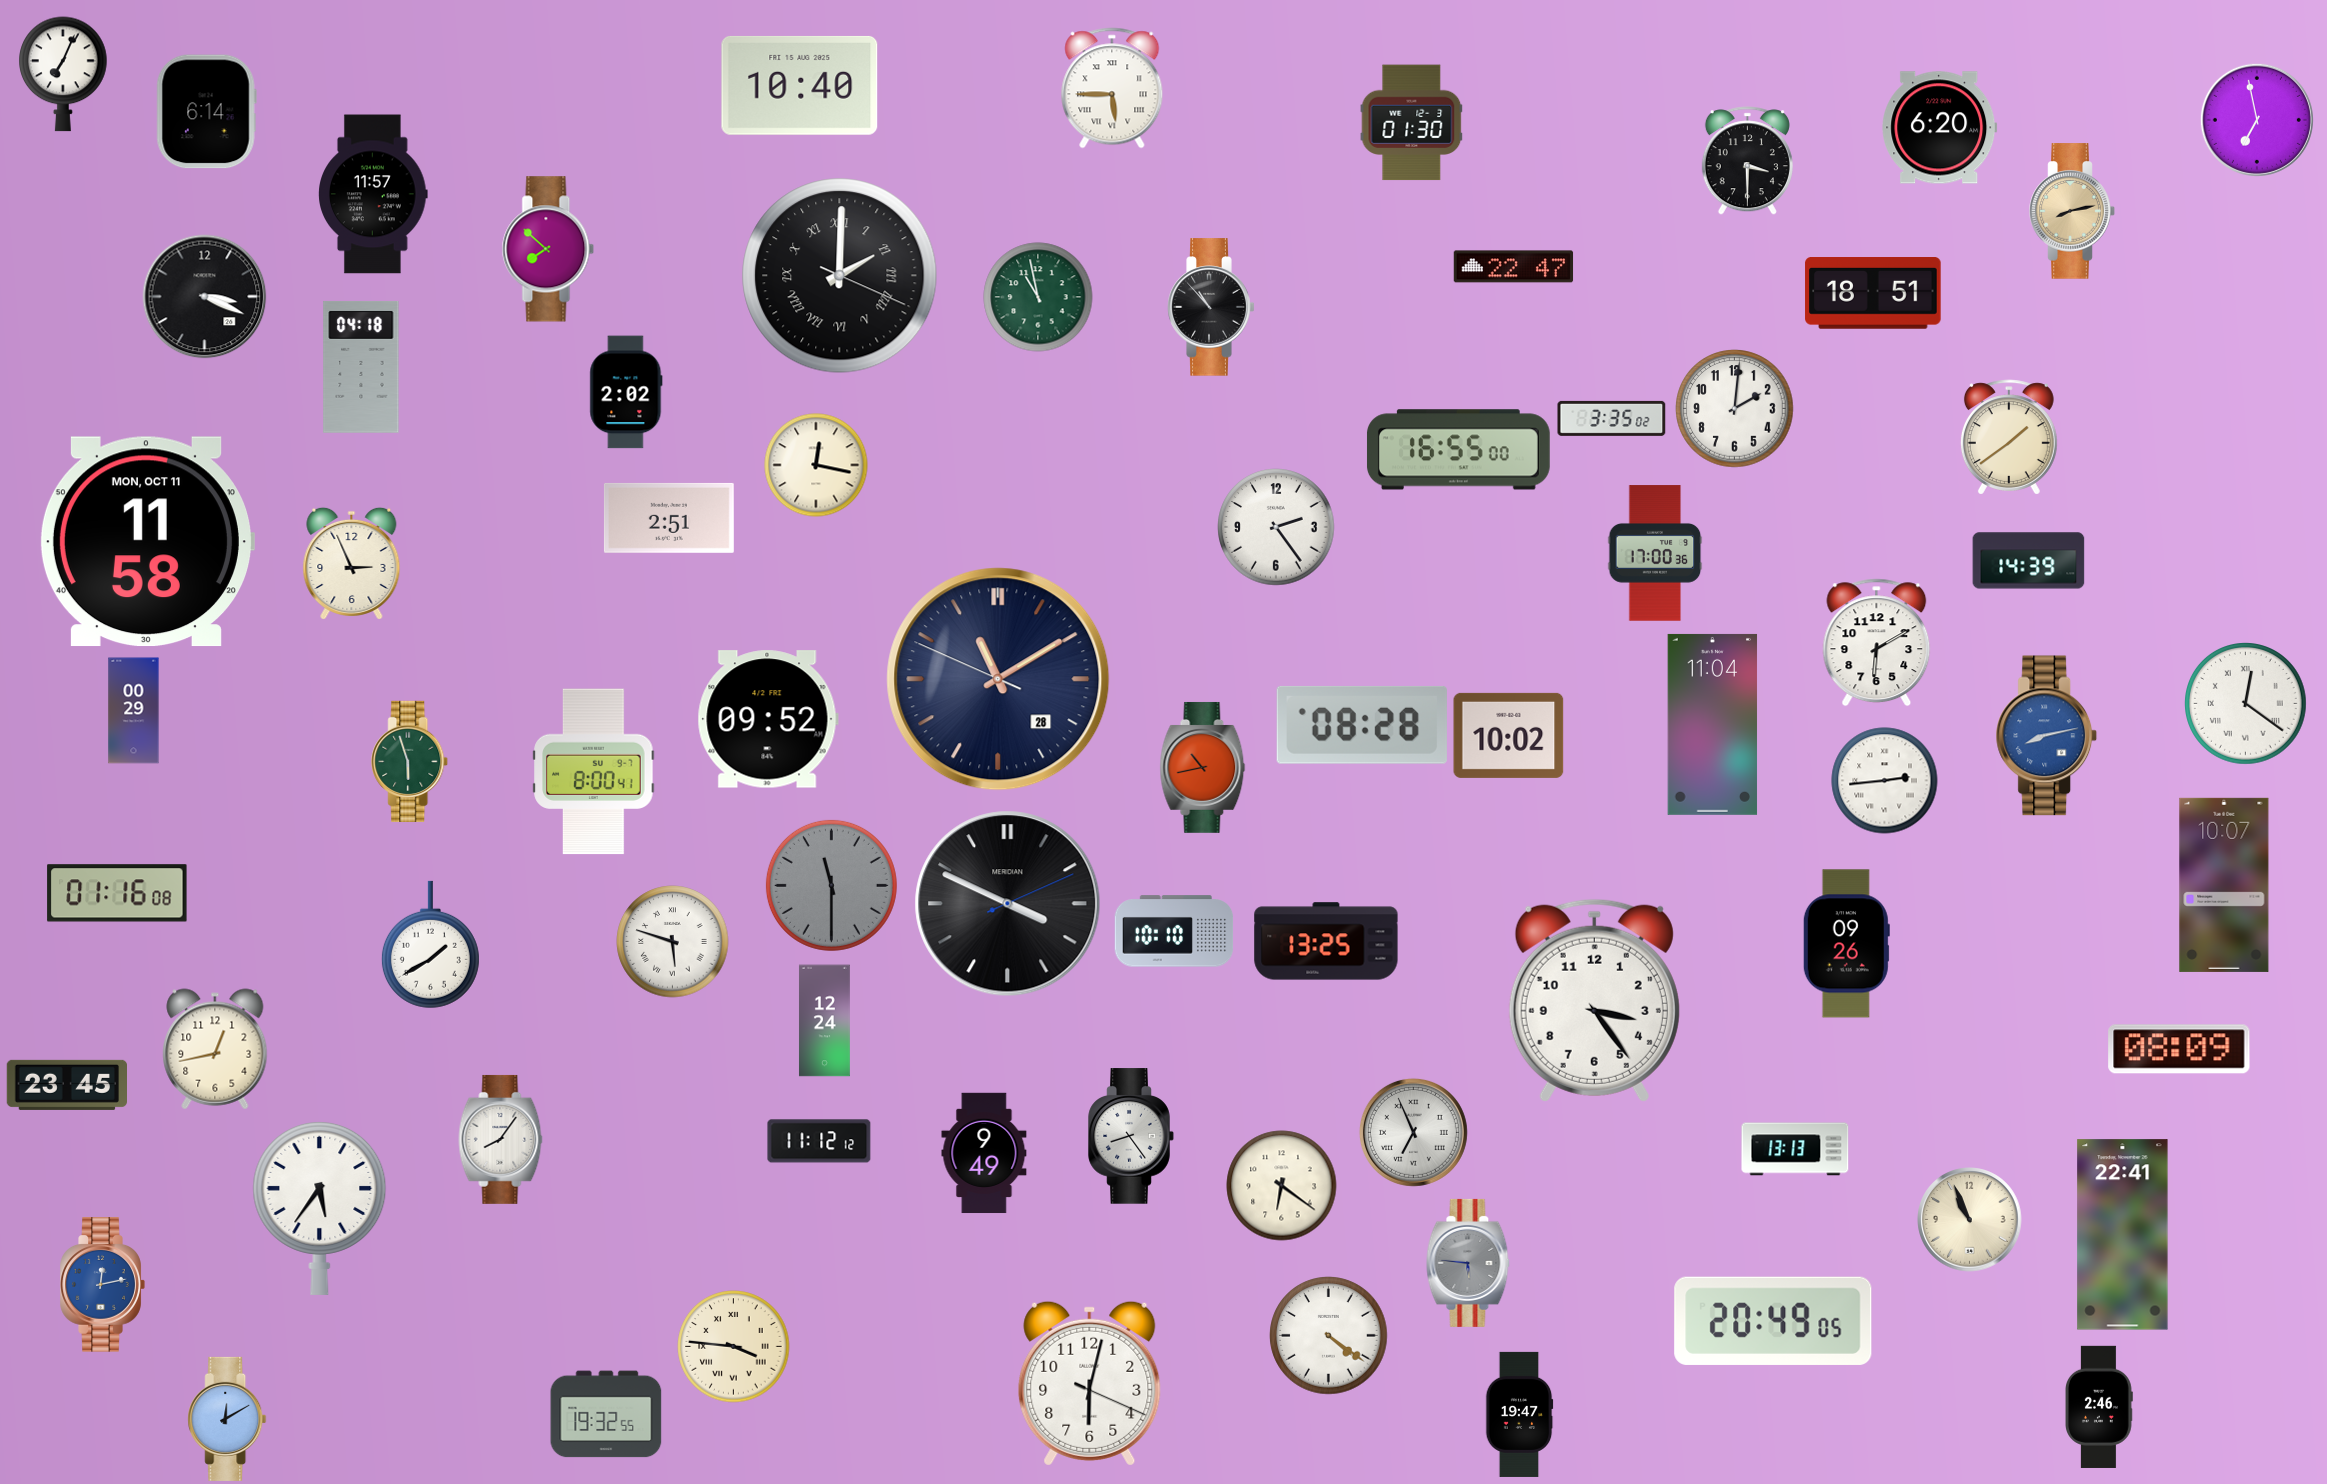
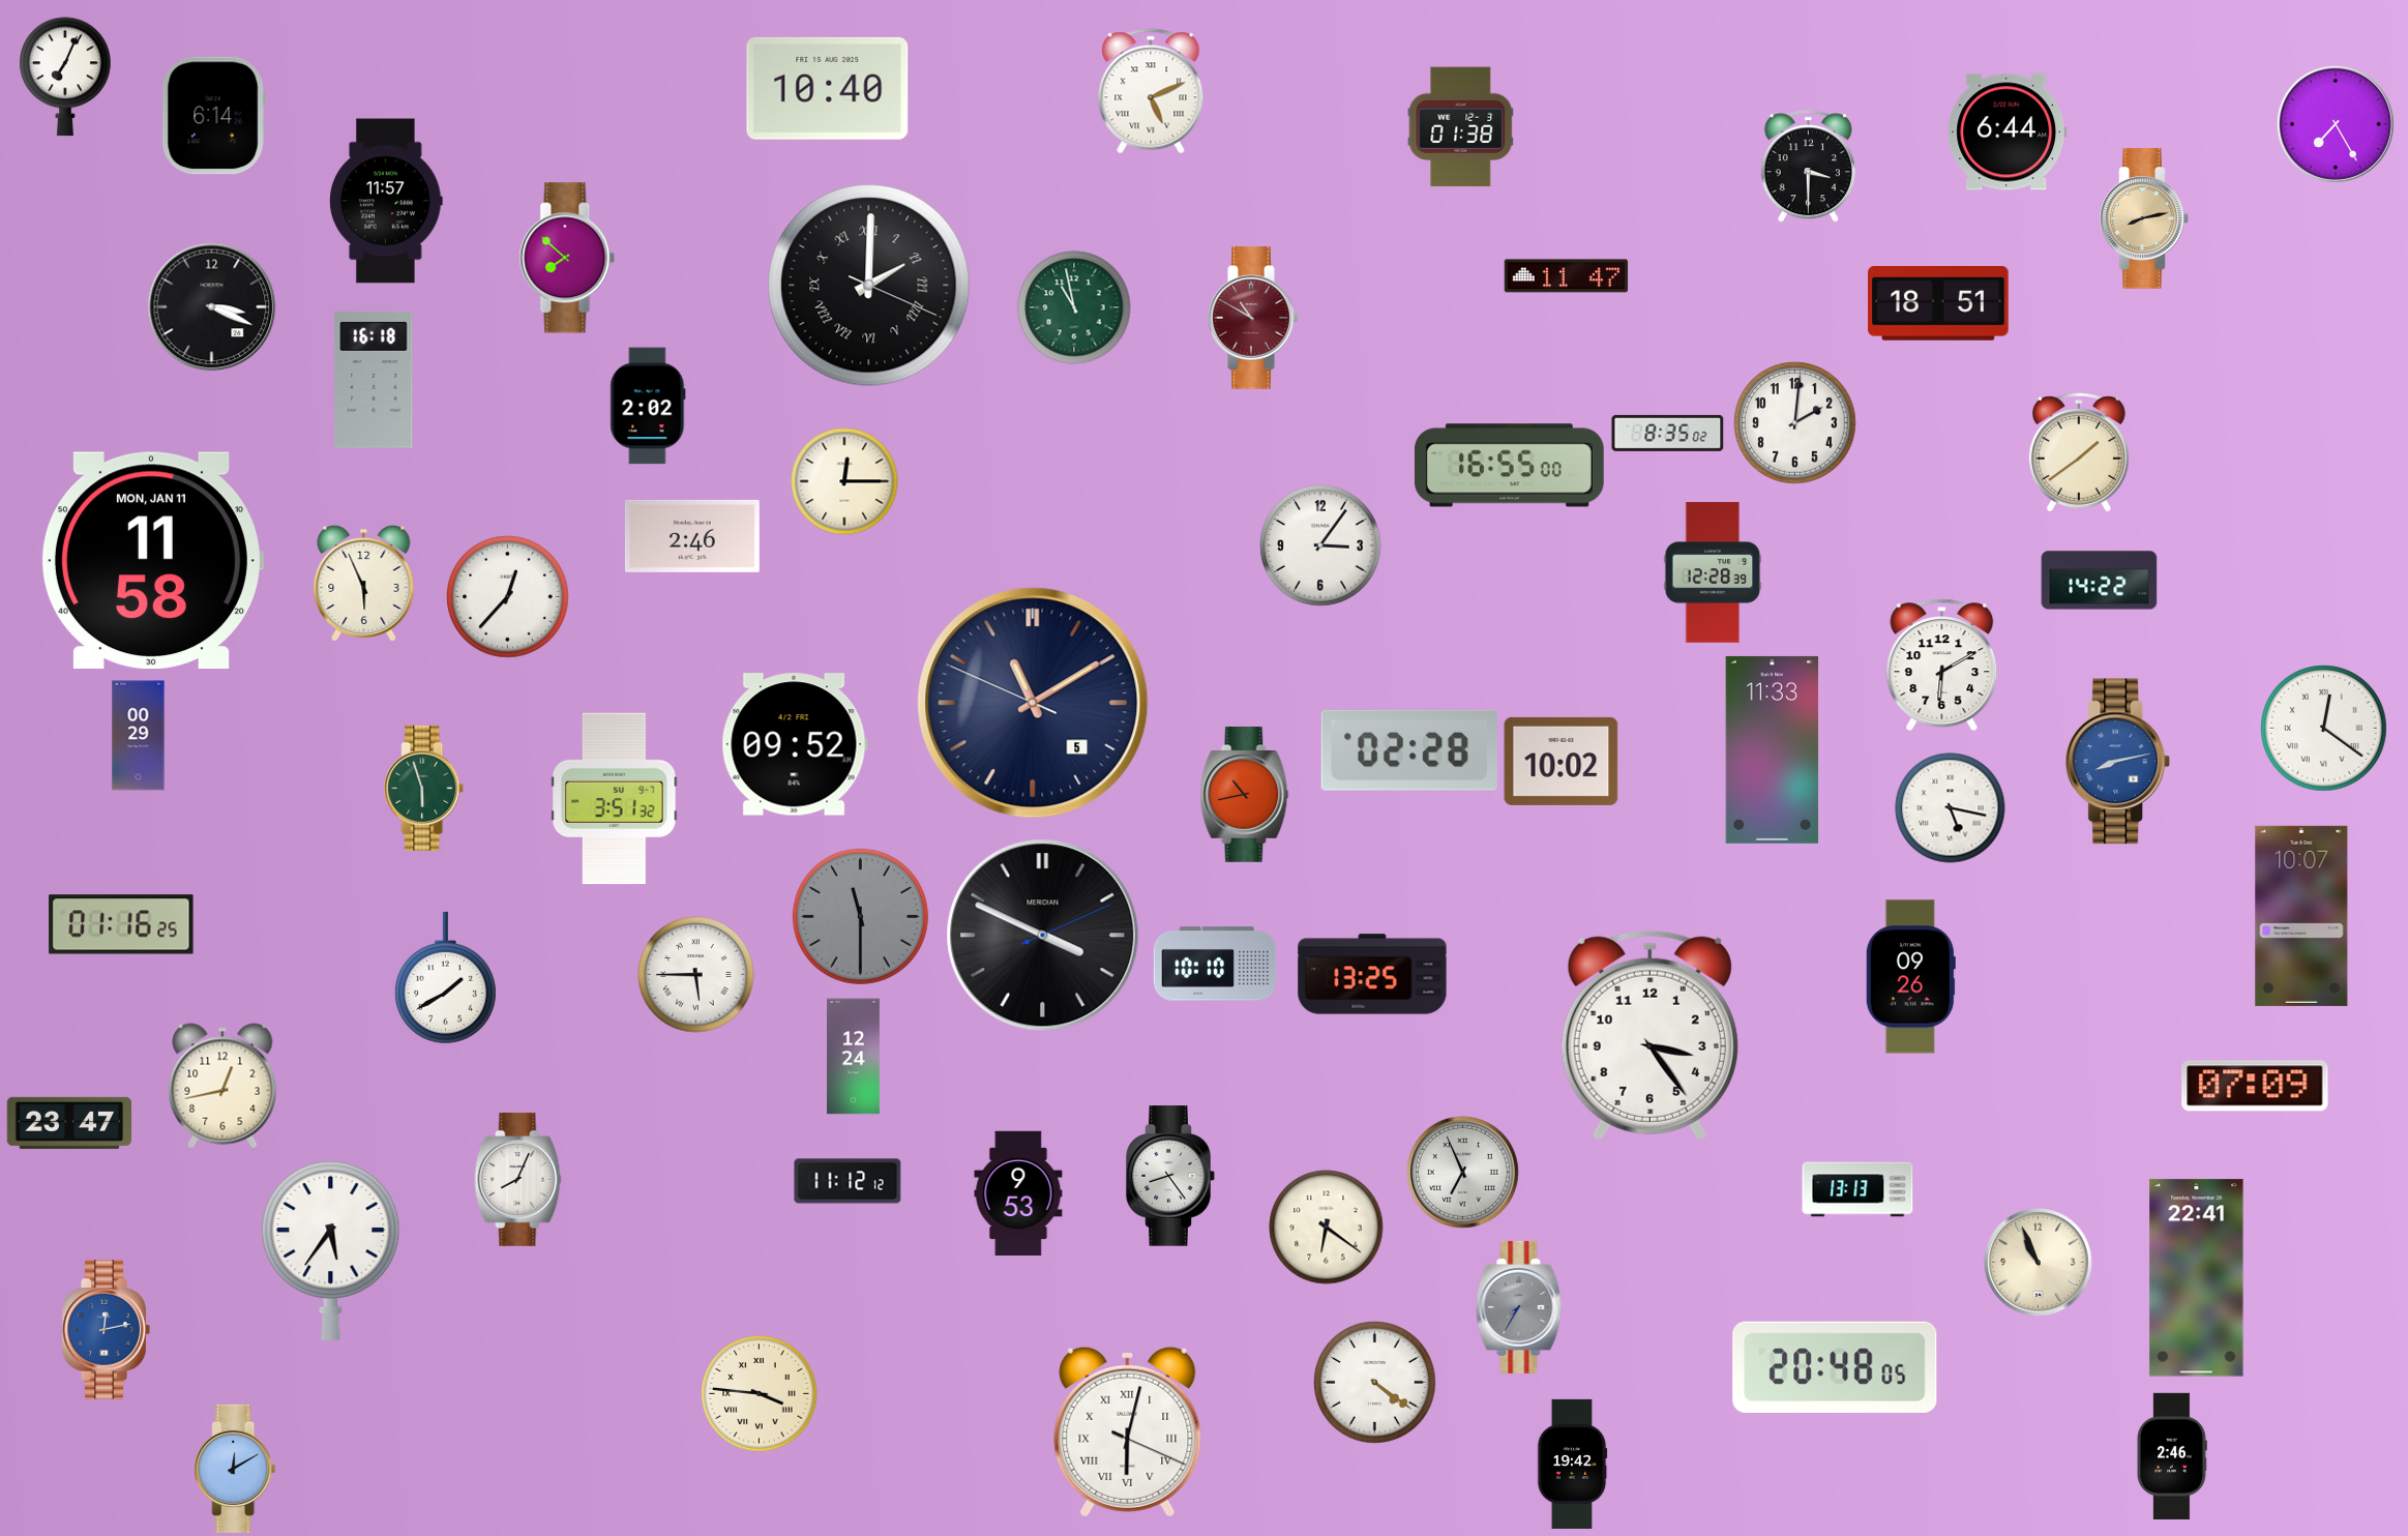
clock at (1112, 88): 5:45 -> 5:11
clock at (2257, 120): 6:58 -> 7:25
clock at (1412, 123): 01:30 -> 01:38
clock at (1940, 128): 6:20 -> 6:44
clock at (1514, 267): 22:47 -> 11:47
clock at (1211, 307): 10:53 -> 10:50
clock at (1211, 307) dial: black -> burgundy
clock at (361, 367): 04:18 -> 16:18
clock at (1612, 418): 3:35 -> 8:35
clock at (816, 465): 12:17 -> 12:15
clock at (669, 518): 2:51 -> 2:46
clock at (1276, 527): 2:24 -> 3:06
clock at (147, 542) date: MON, OCT 11 -> MON, JAN 11
clock at (1655, 553): 17:00 -> 12:28
clock at (2029, 561): 14:39 -> 14:22
clock at (352, 563): 2:56 -> 5:56
clock at (508, 597): none -> 12:37
clock at (998, 679) date: 28 -> 5
clock at (1713, 724): 11:04 -> 11:33
clock at (1362, 725): 08:28 -> 02:28
clock at (594, 772): 8:00 -> 3:51
clock at (1885, 781): 2:44 -> 5:17
clock at (117, 893): 01:16:08 -> 01:16:25
clock at (673, 942): 5:48 -> 5:45
clock at (2179, 1049): 08:09 -> 07:09
clock at (66, 1085): 23:45 -> 23:47
clock at (501, 1139): 8:06 -> 8:04
clock at (984, 1153): 9:49 -> 9:53
clock at (1468, 1263): 5:46 -> 7:35
clock at (1773, 1321): 20:49 -> 20:48
clock at (1090, 1383) numerals: Arabic -> Roman
clock at (606, 1414): 19:32 -> none
clock at (1519, 1414): 19:47 -> 19:42
